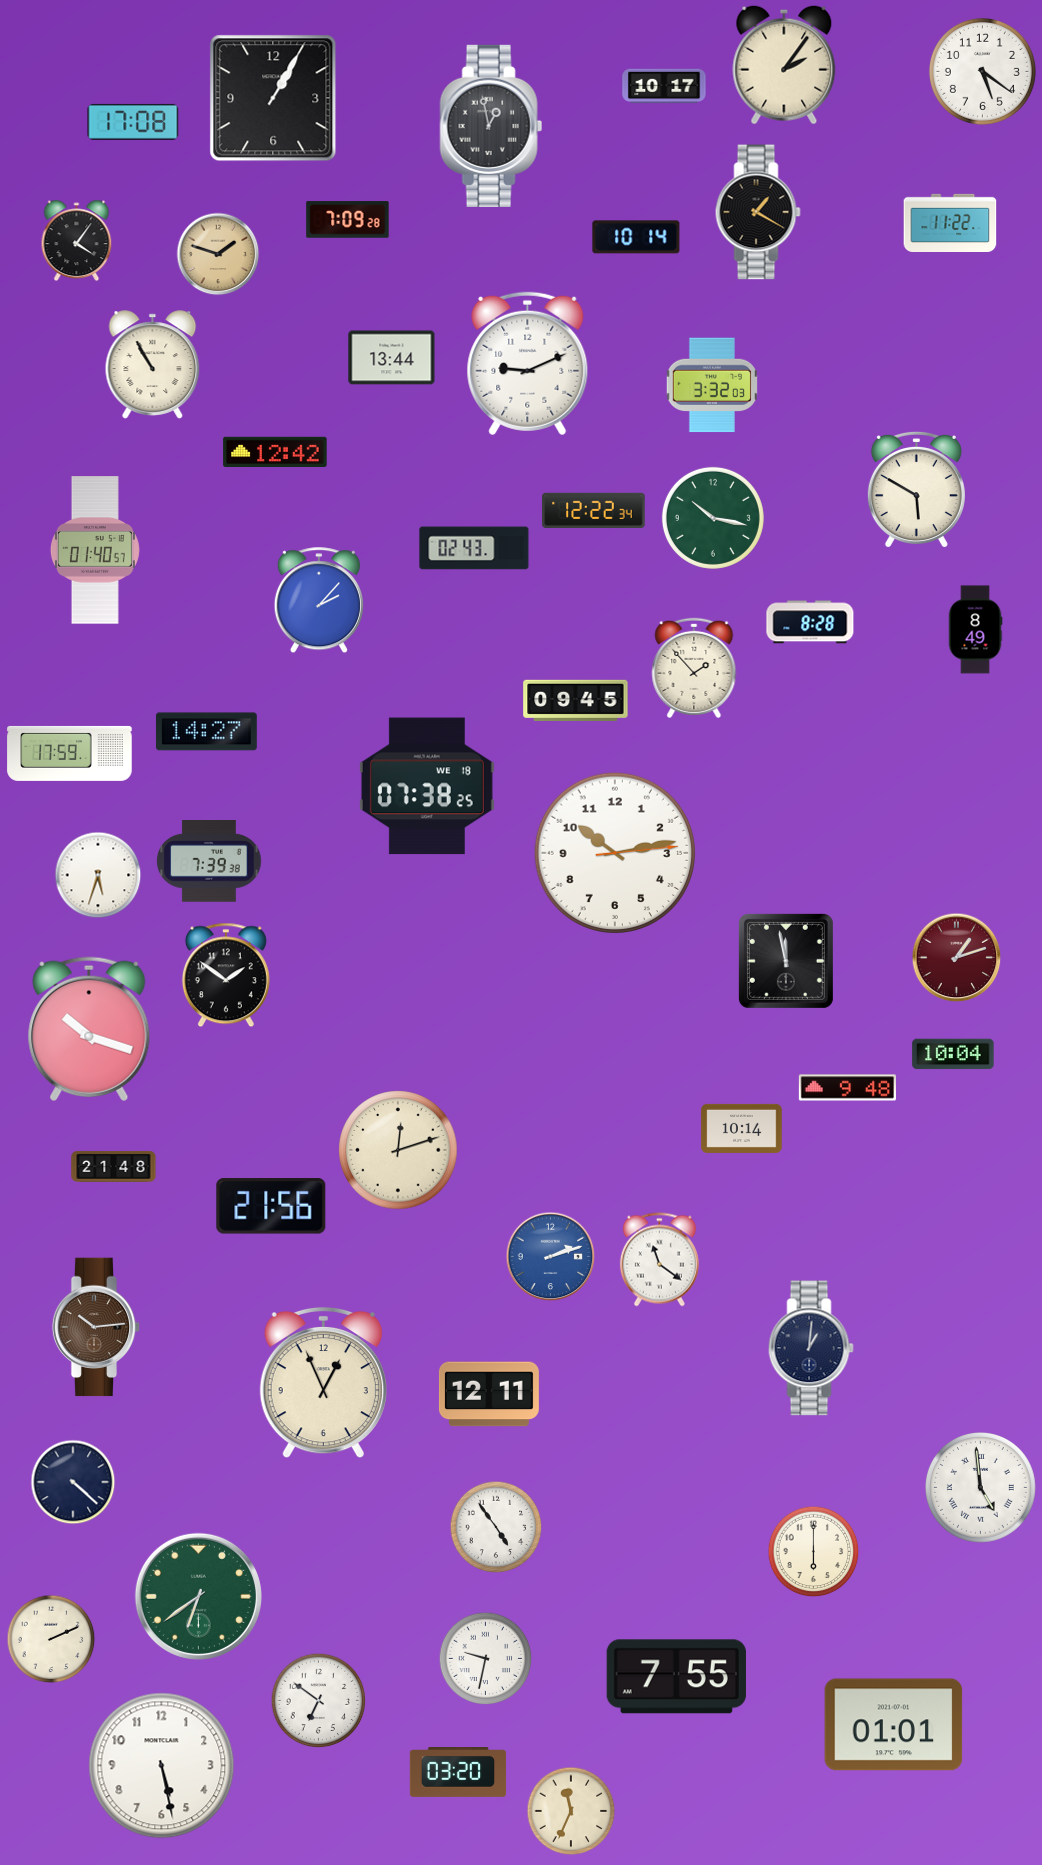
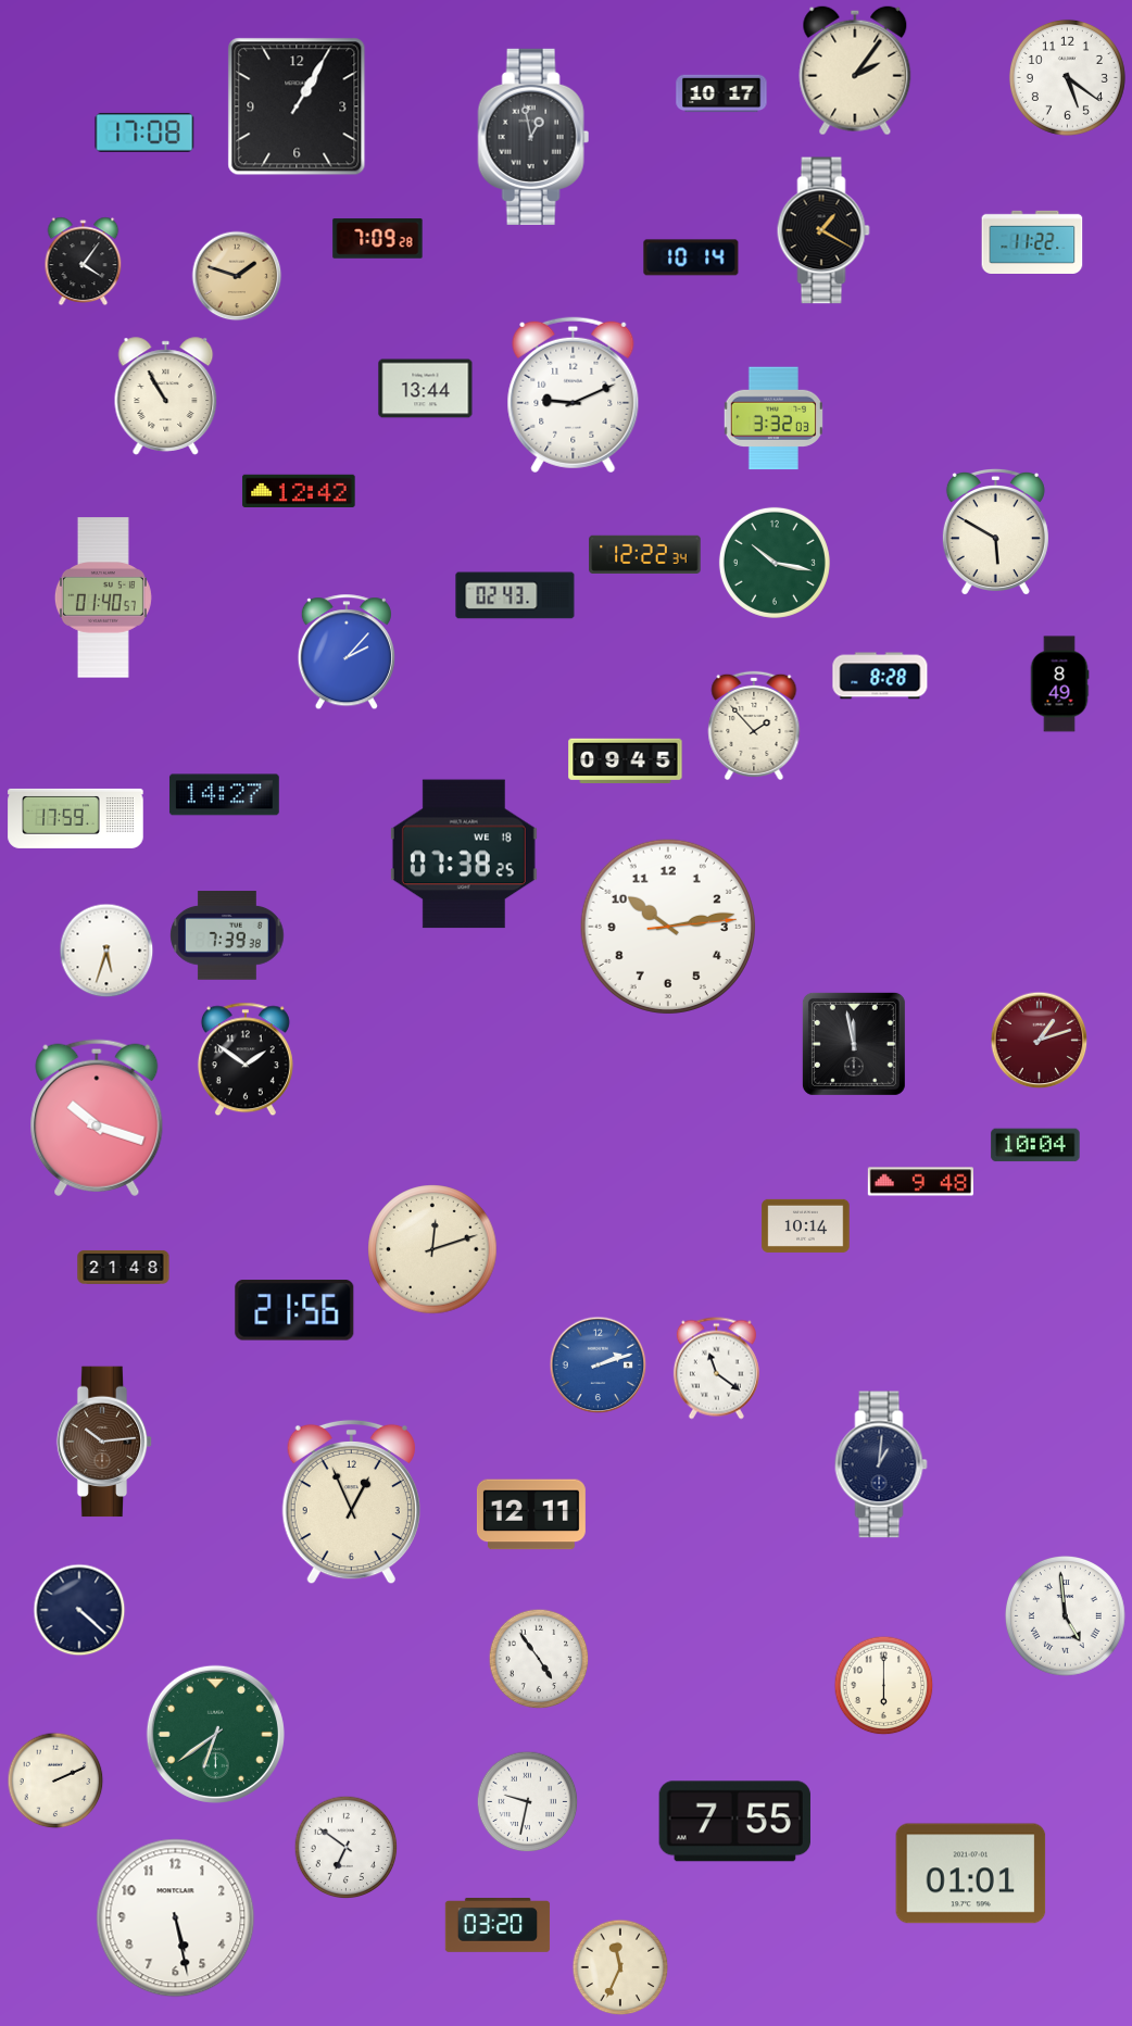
clock at (784, 65) position: (784, 65) -> (855, 71)
